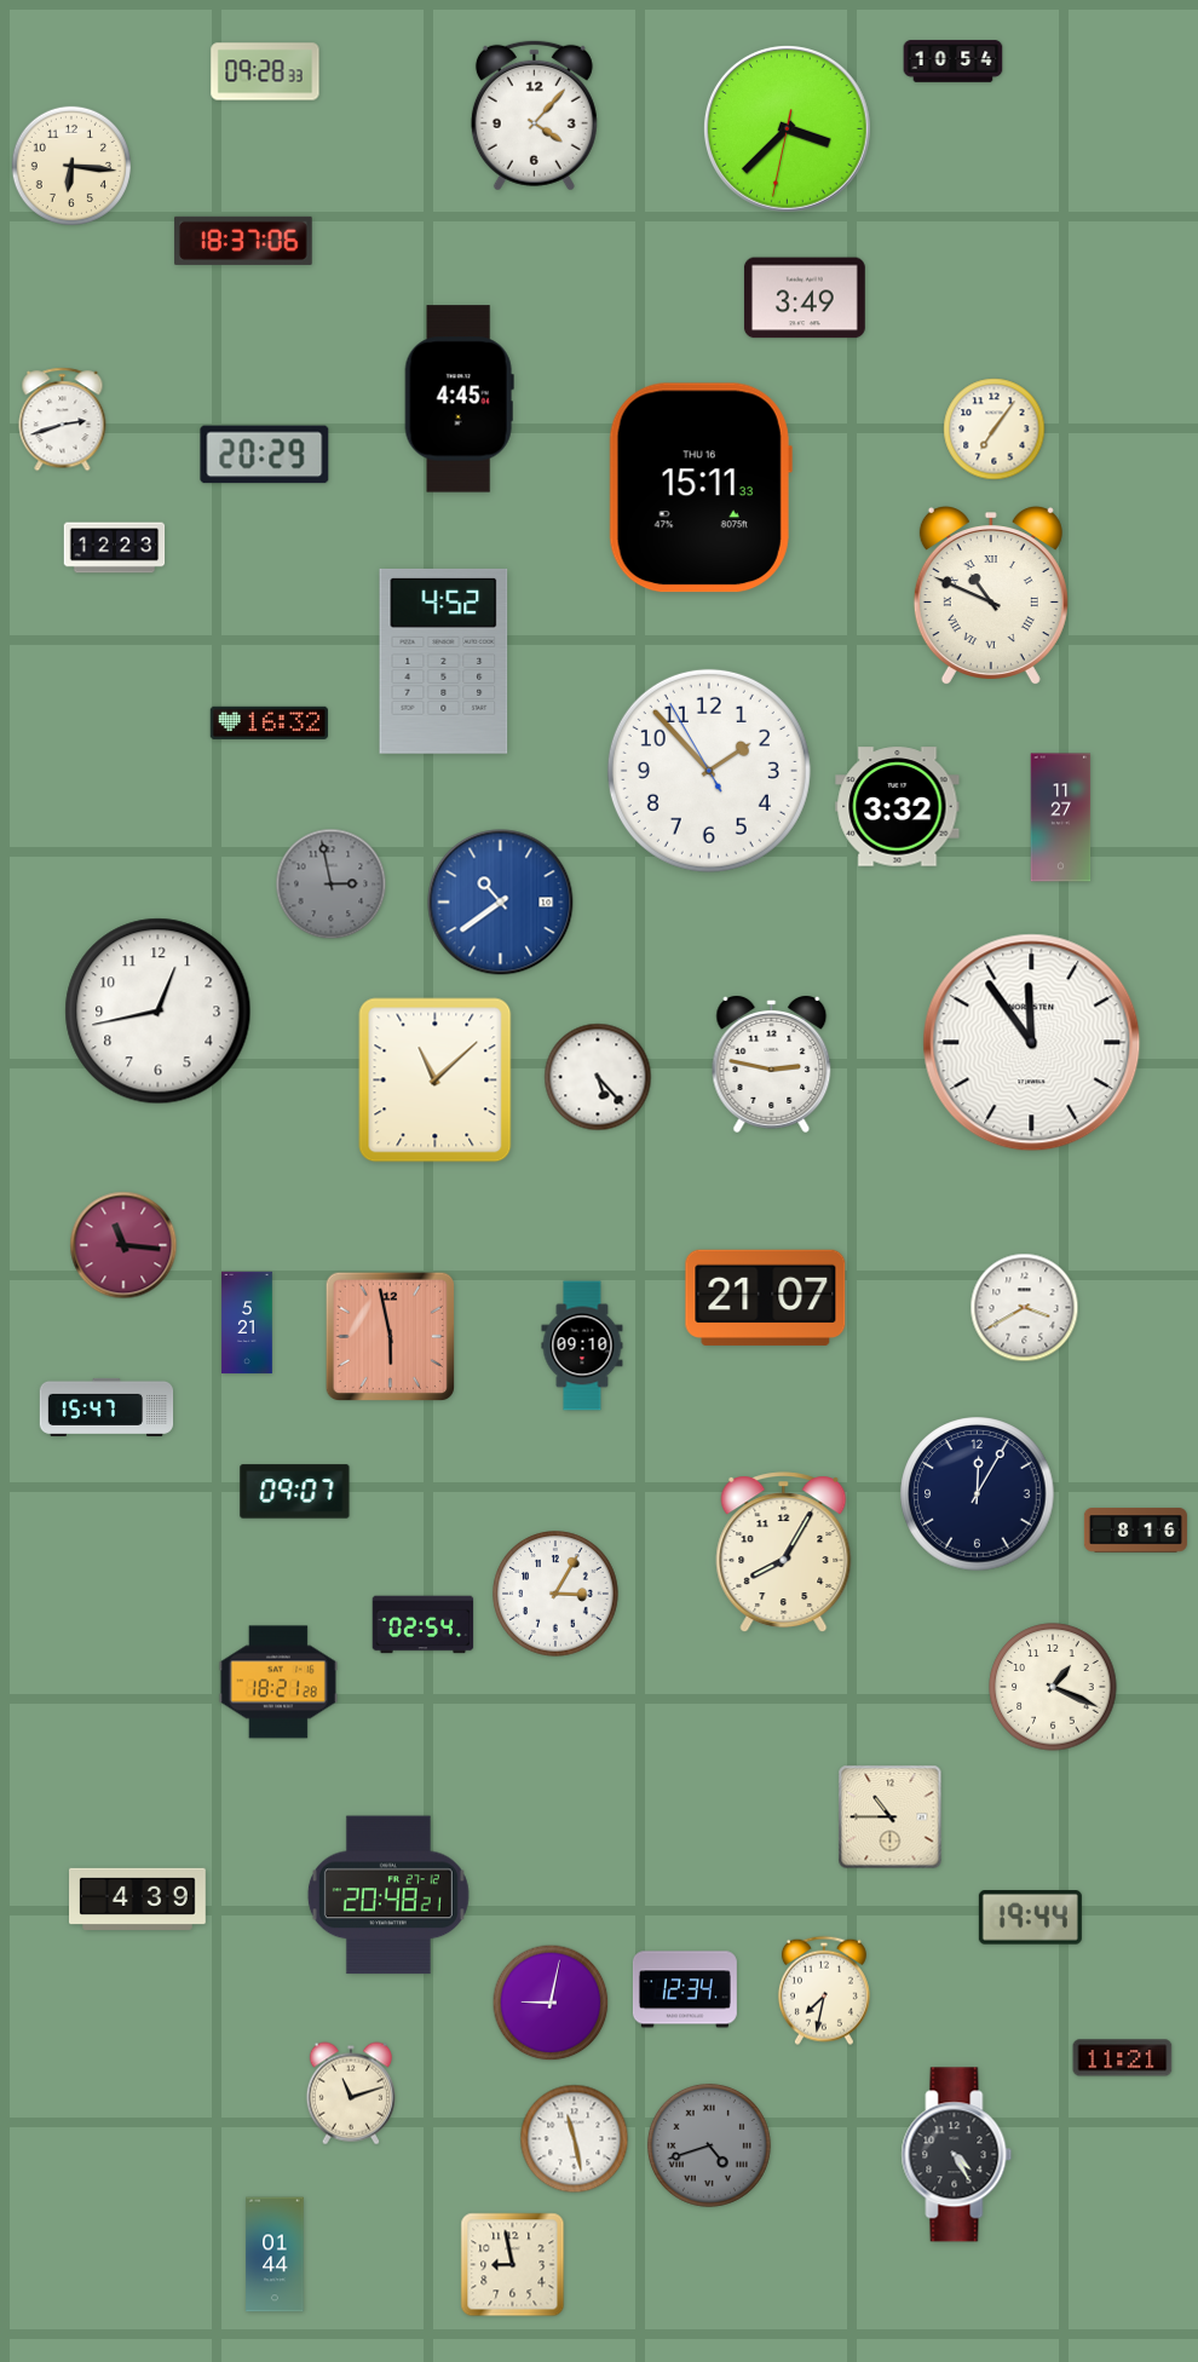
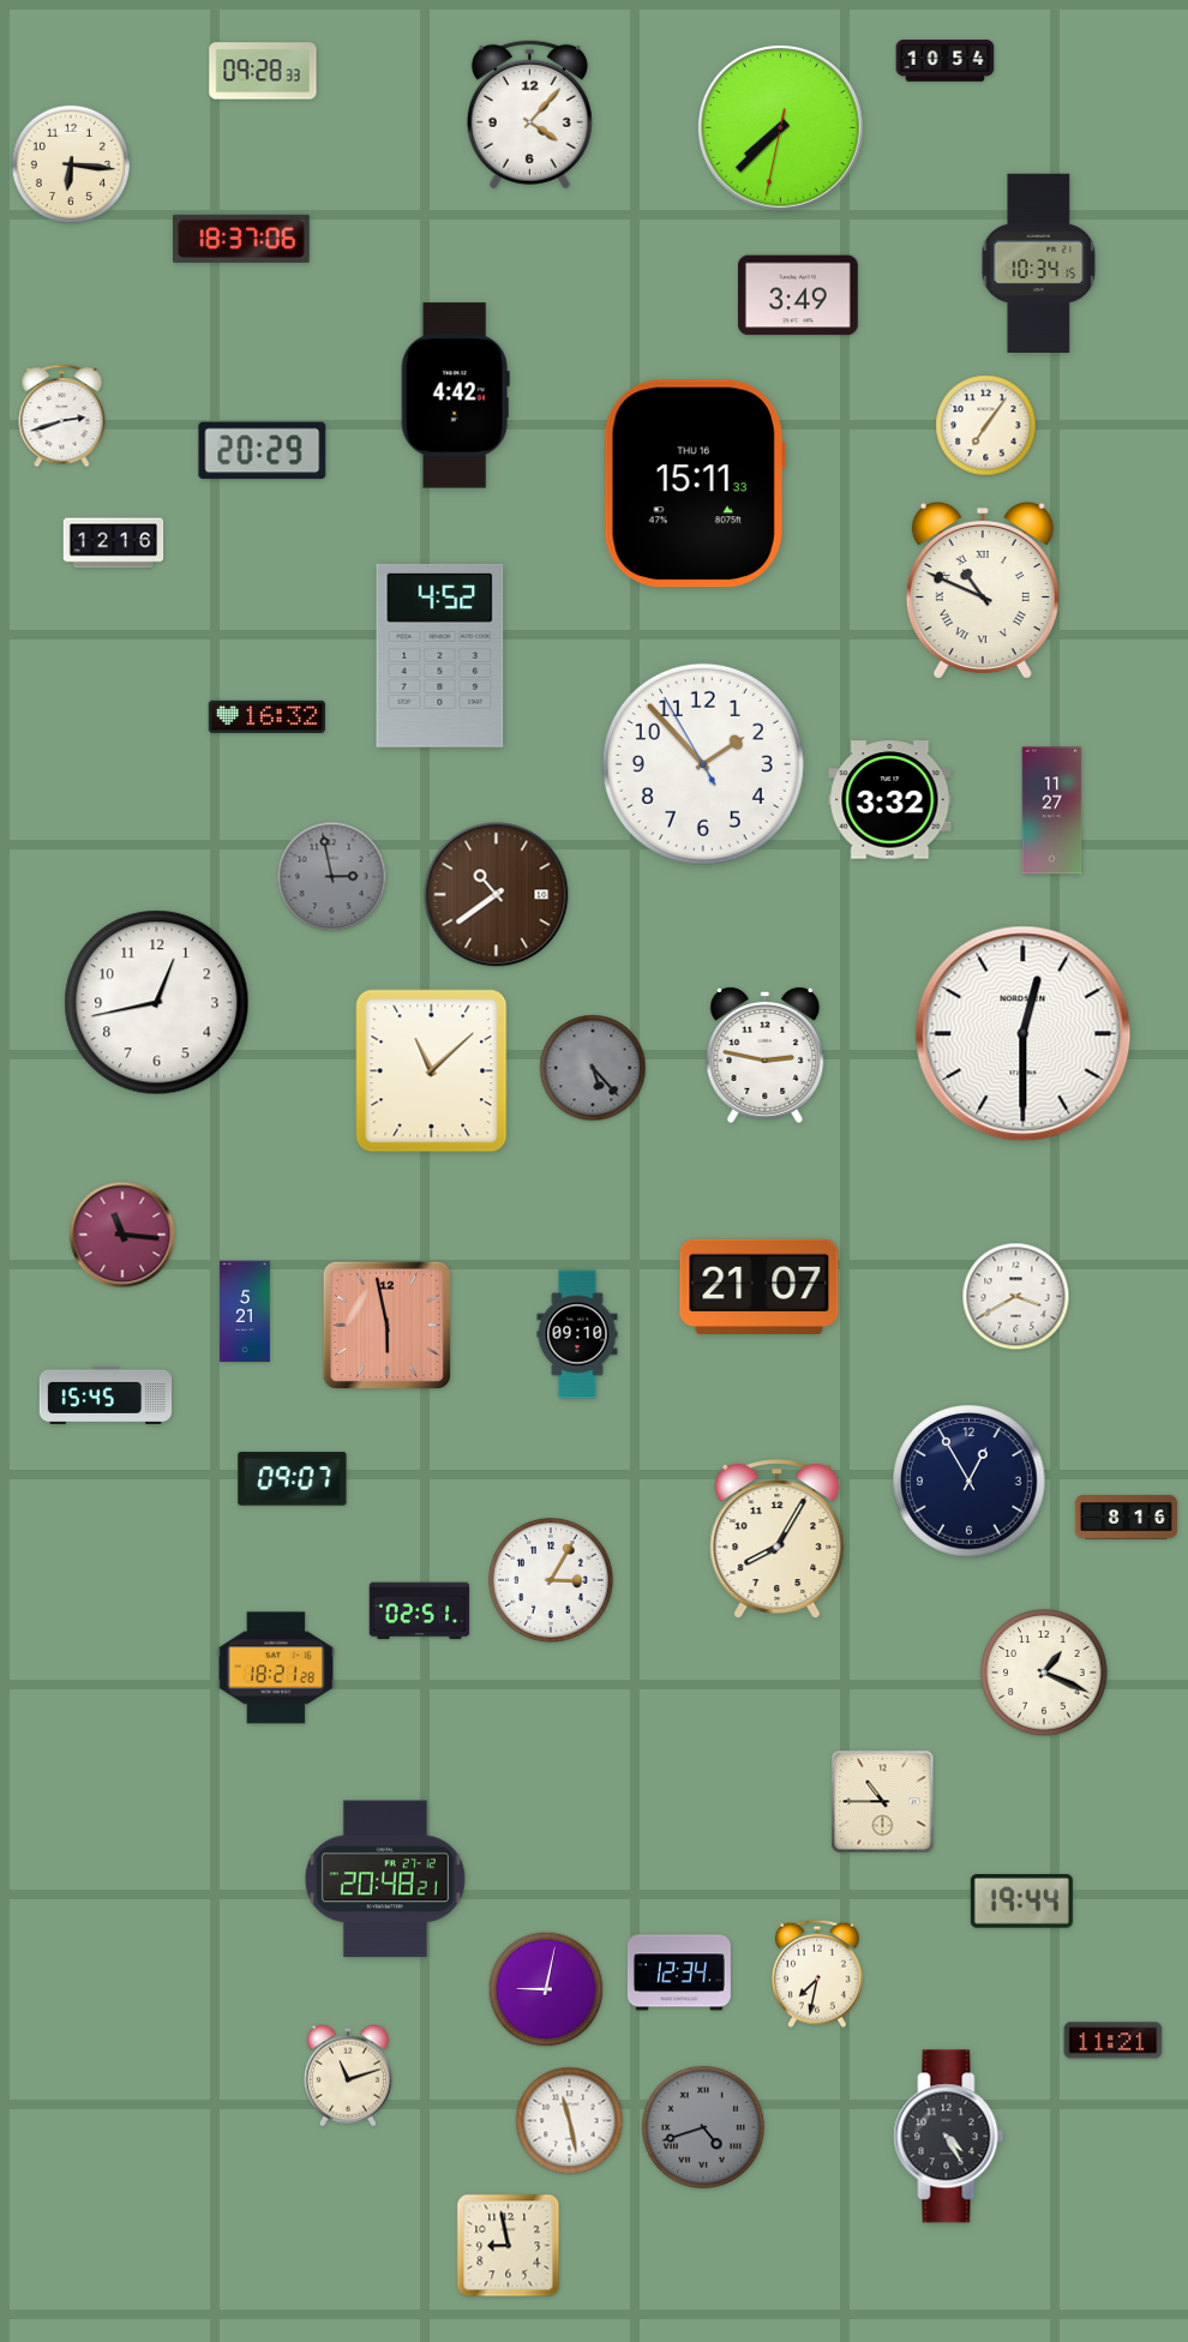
clock at (787, 128): 3:37 -> 7:37
clock at (1039, 264): none -> 10:34
clock at (459, 399): 4:45 -> 4:42
clock at (115, 548): 12:23 -> 12:16
clock at (332, 885) position: (332, 885) -> (332, 877)
clock at (501, 903) dial: blue -> brown
clock at (1032, 1043): 11:54 -> 12:30
clock at (598, 1077) dial: white -> grey
clock at (106, 1407): 15:47 -> 15:45
clock at (978, 1494): 12:05 -> 12:55
clock at (424, 1625): 02:54 -> 02:51
clock at (138, 1899): 4:39 -> none
clock at (551, 2003) position: (551, 2003) -> (546, 1989)
clock at (275, 2254): 01:44 -> none
